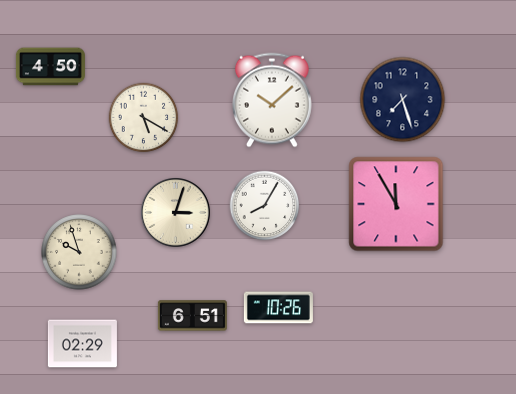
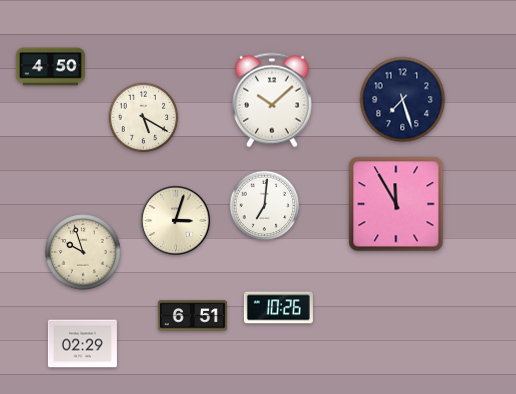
clock at (265, 206): 8:05 -> 7:01
clock at (176, 213) position: (176, 213) -> (176, 221)
clock at (79, 252) position: (79, 252) -> (83, 252)
